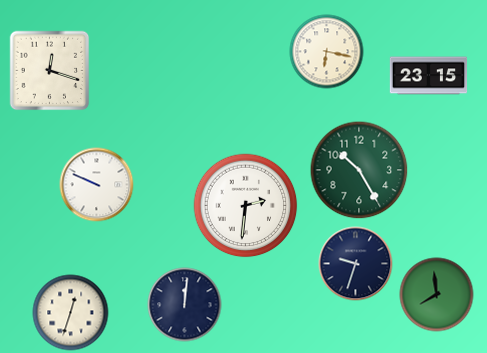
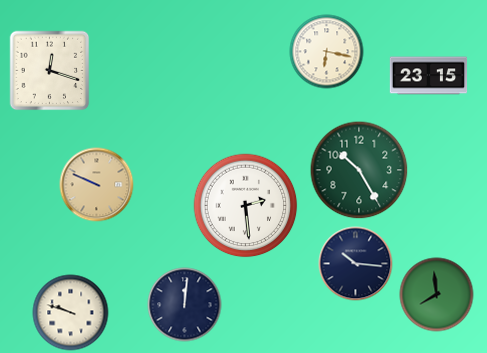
clock at (97, 185) dial: white -> champagne
clock at (246, 206): 2:31 -> 2:29
clock at (356, 264): 9:33 -> 10:16
clock at (71, 313): 12:33 -> 9:48
